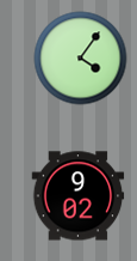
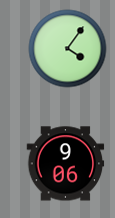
clock at (77, 196): 9:02 -> 9:06
